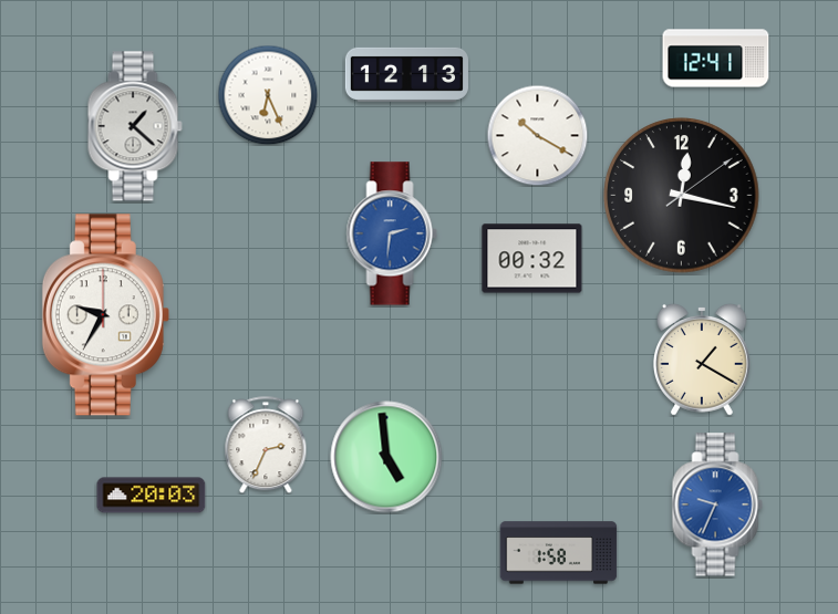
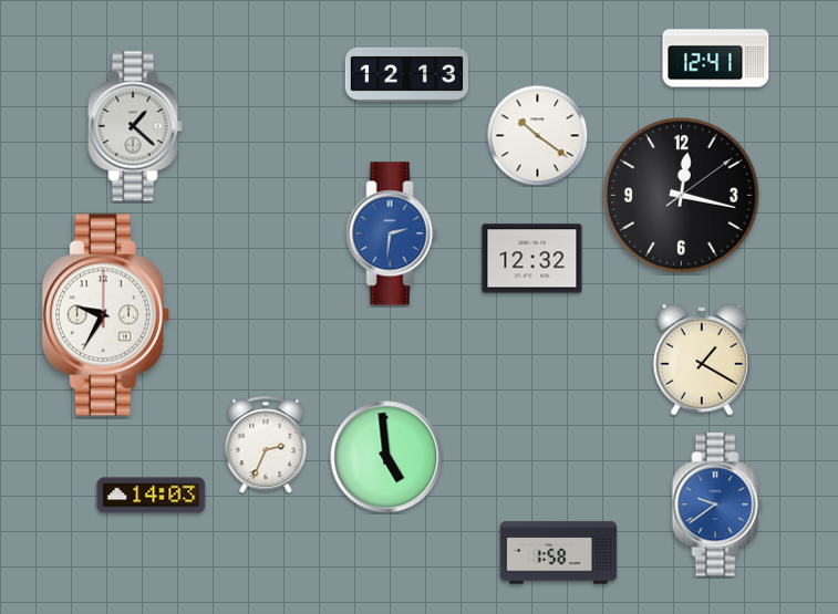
clock at (268, 95): 6:26 -> none
clock at (537, 135): 10:20 -> 10:21
clock at (532, 259): 00:32 -> 12:32
clock at (152, 496): 20:03 -> 14:03
clock at (717, 504): 9:34 -> 9:39
